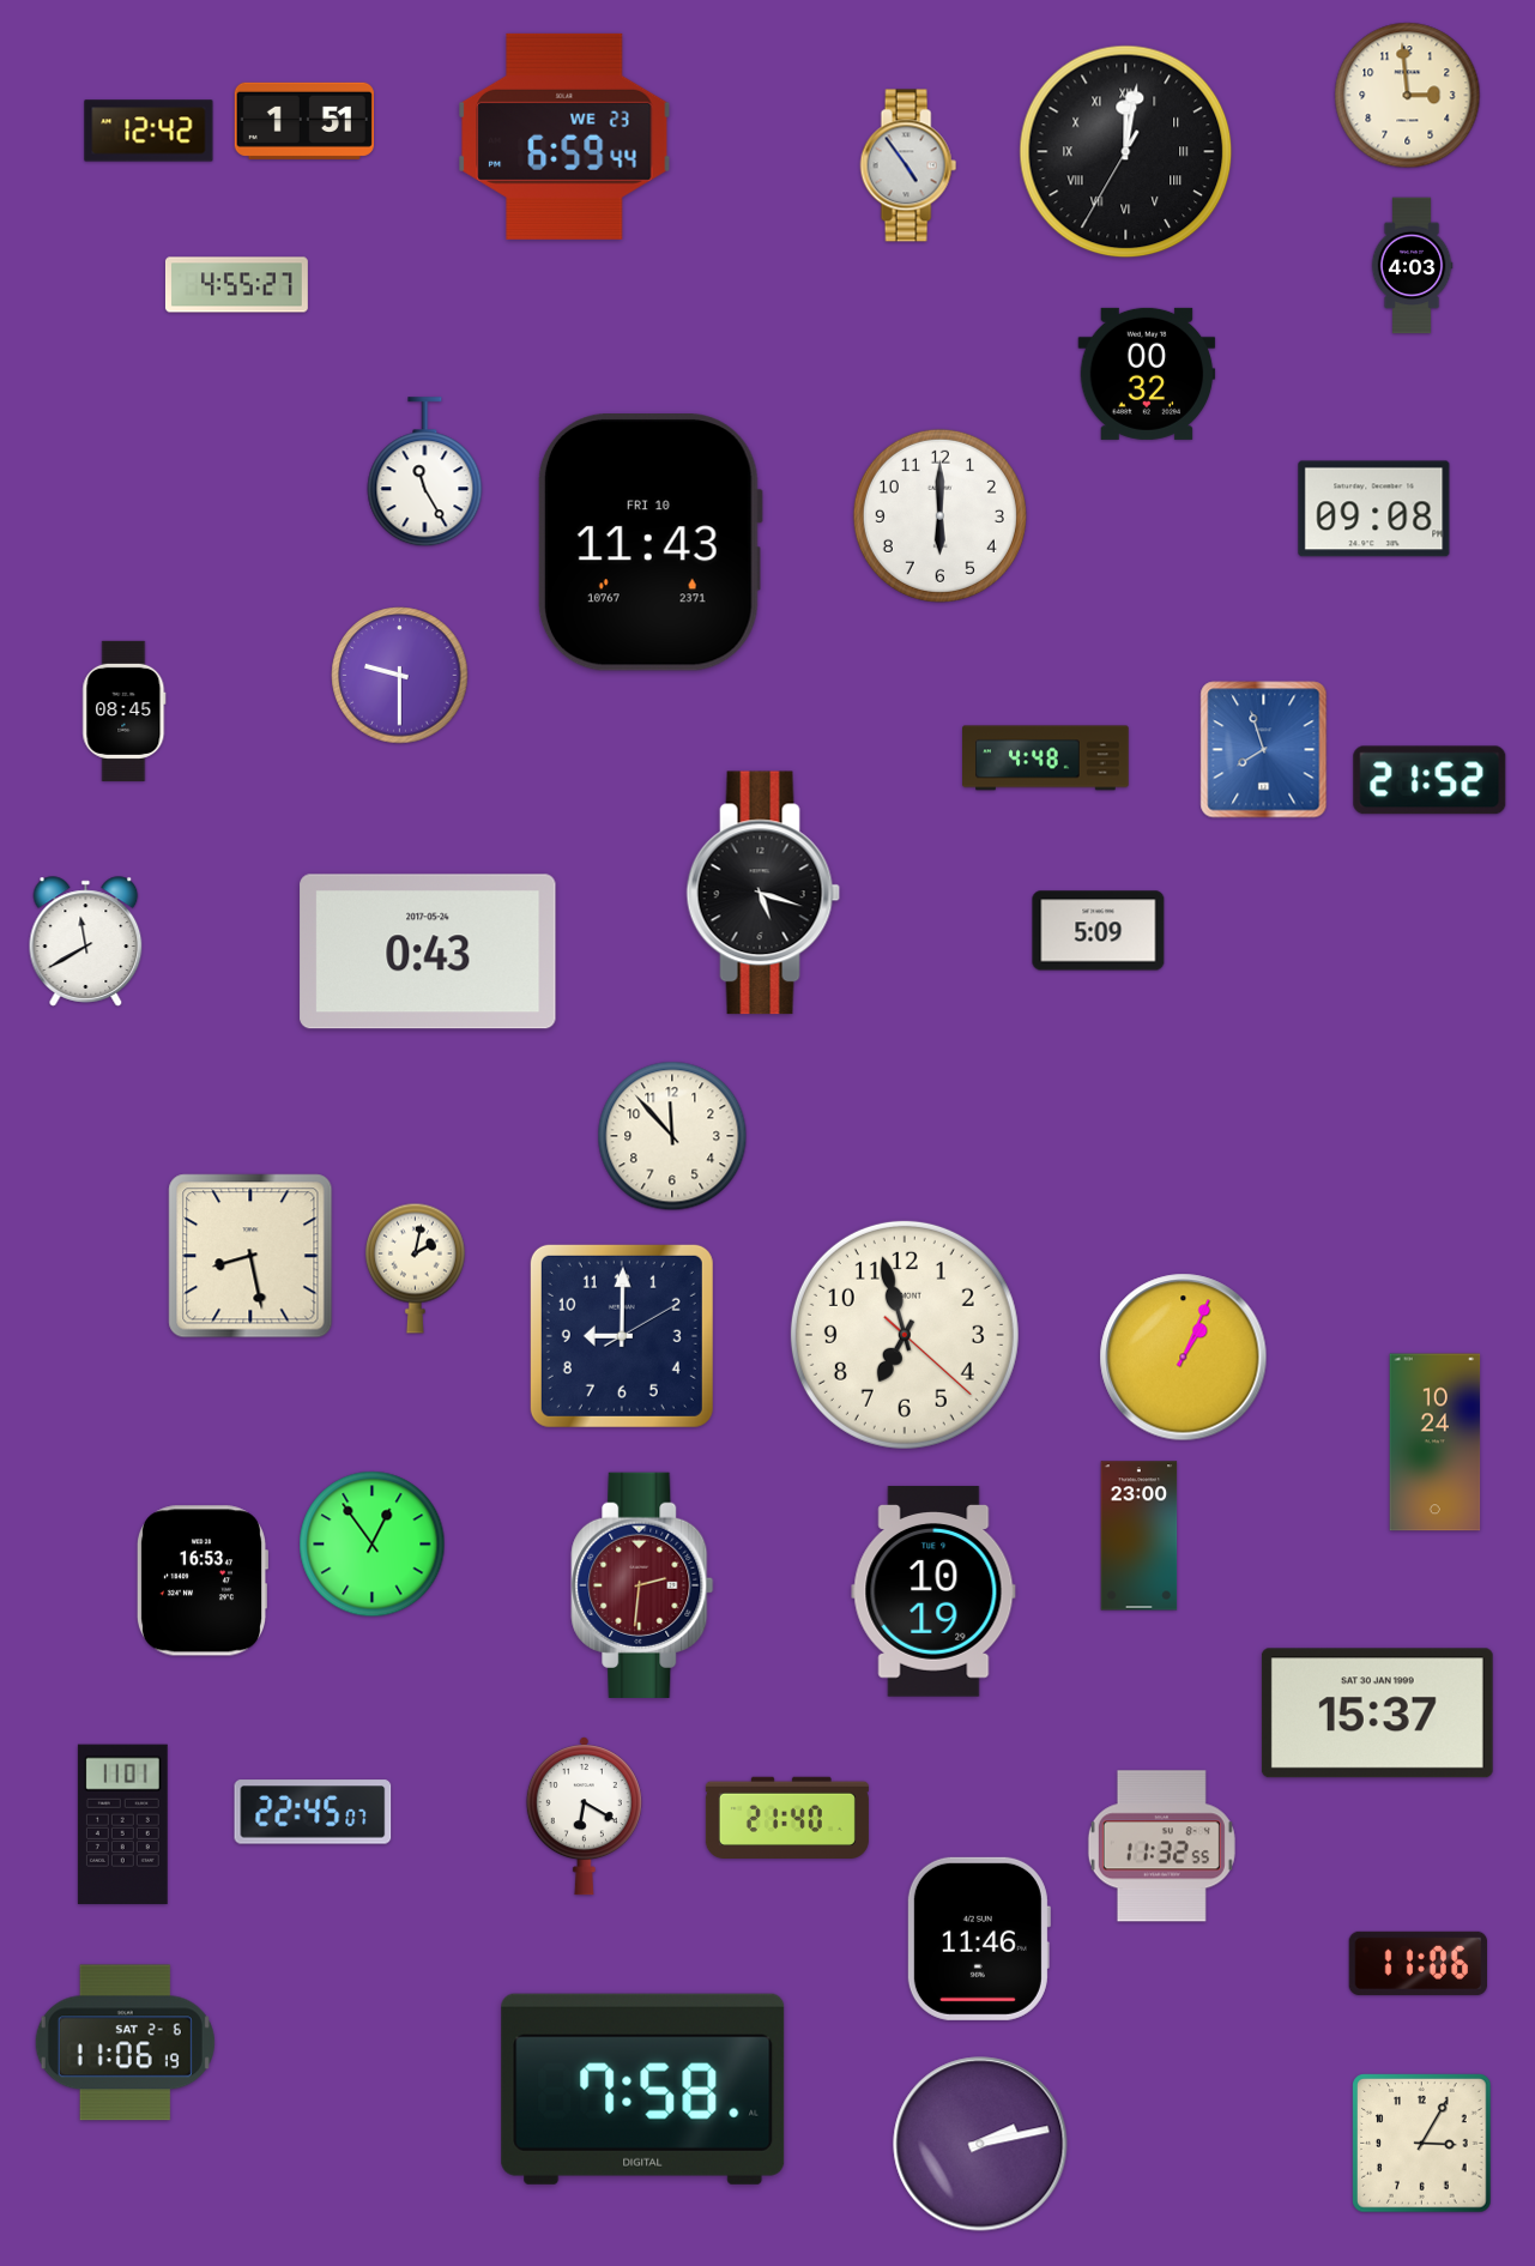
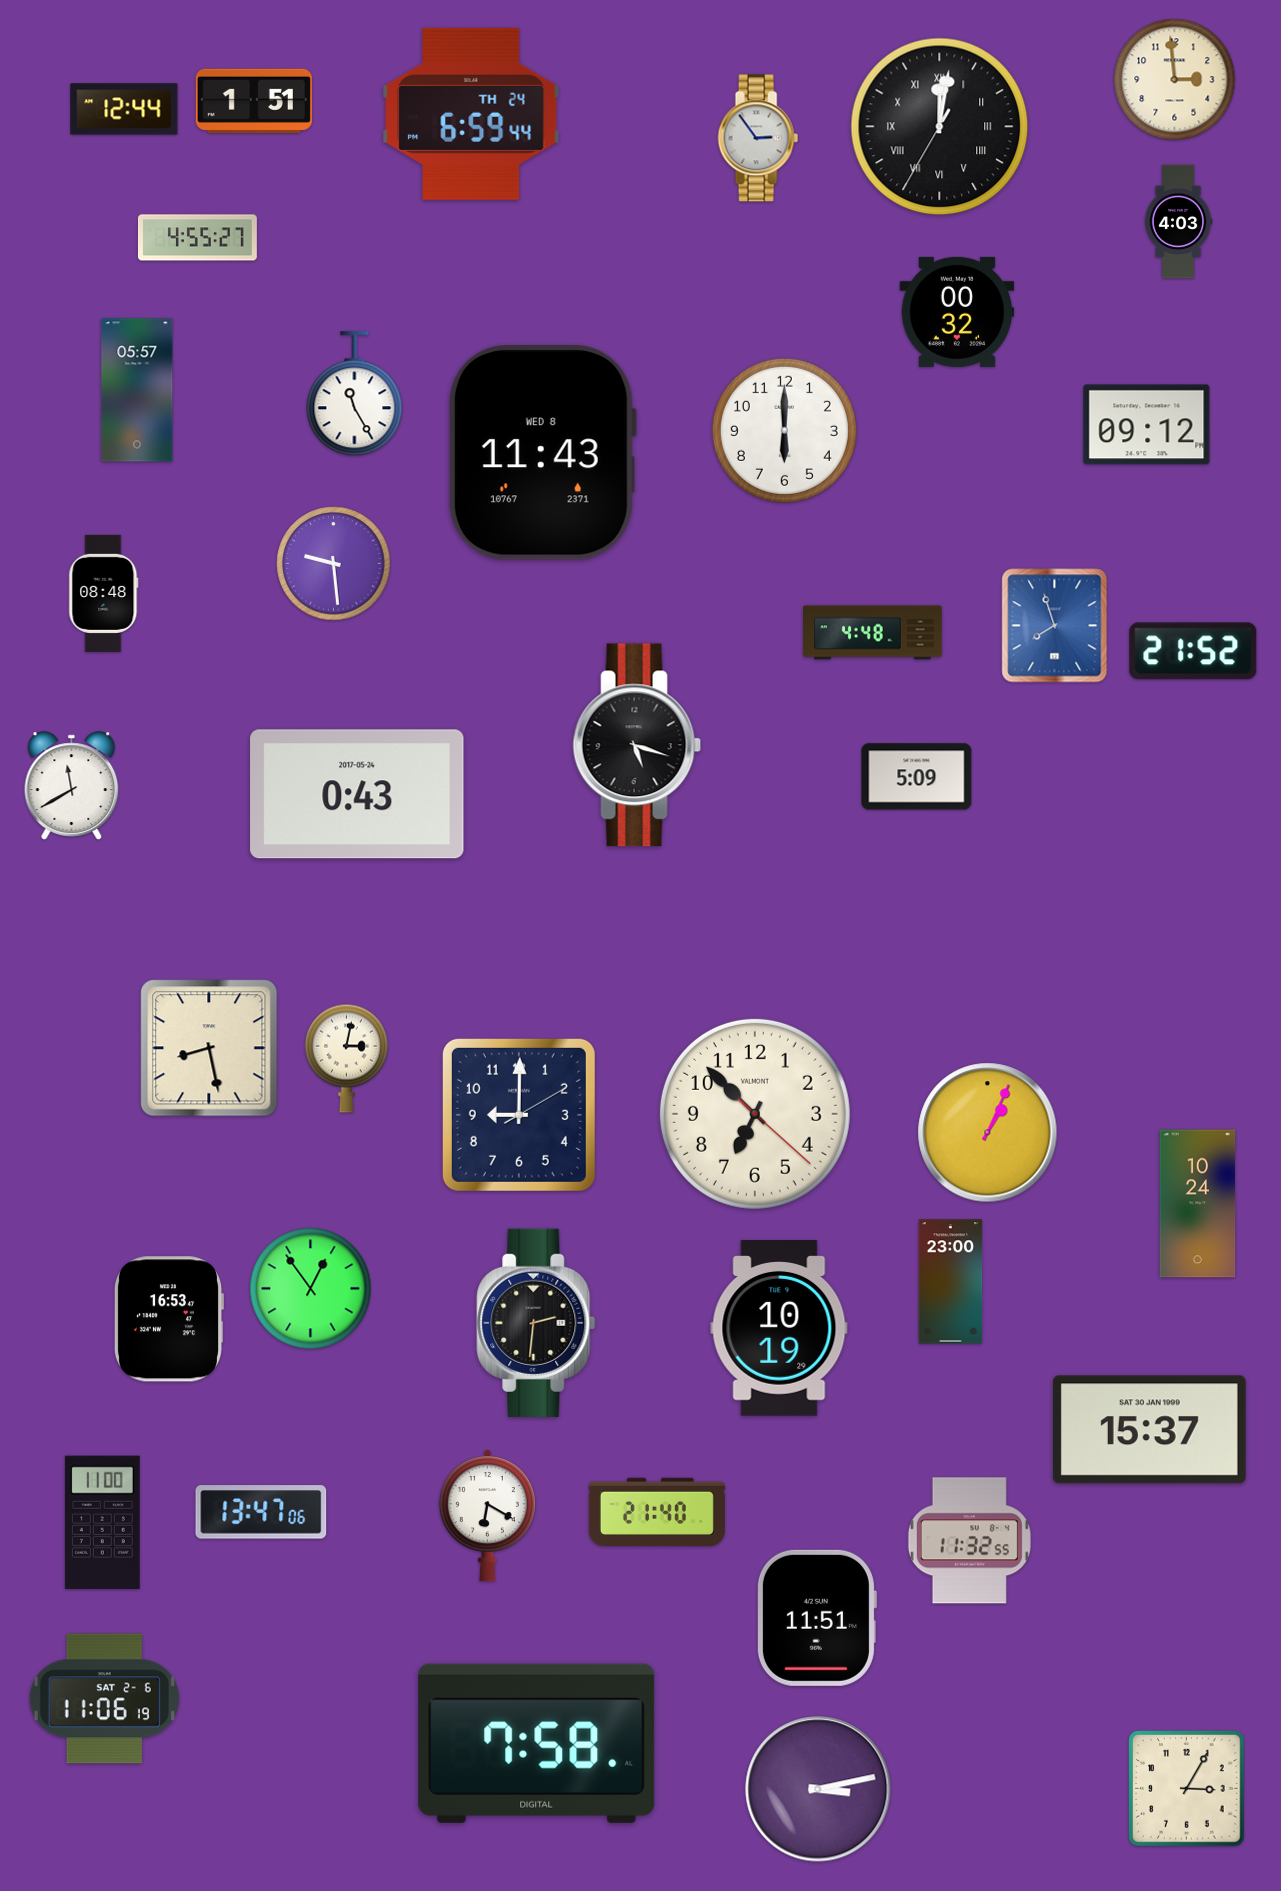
clock at (149, 131): 12:42 -> 12:44
clock at (564, 137) date: WE 23 -> TH 24
clock at (908, 165): 4:54 -> 2:54
clock at (137, 390): none -> 05:57
clock at (1374, 509): 09:08 -> 09:12
clock at (649, 543) date: FRI 10 -> WED 8
clock at (400, 676): 9:30 -> 9:29
clock at (125, 711): 08:45 -> 08:48
clock at (672, 1136): 11:53 -> none
clock at (415, 1268): 2:02 -> 3:02
clock at (905, 1335): 6:57 -> 6:52
clock at (642, 1585) dial: burgundy -> black
clock at (313, 1812): 22:45 -> 13:47
clock at (787, 1817) position: (787, 1817) -> (657, 1511)
clock at (122, 1824): 11:01 -> 11:00
clock at (978, 1939): 11:46 -> 11:51
clock at (1418, 1963): 11:06 -> none
clock at (125, 2043) position: (125, 2043) -> (104, 1699)
clock at (980, 2144): 2:13 -> 3:13
